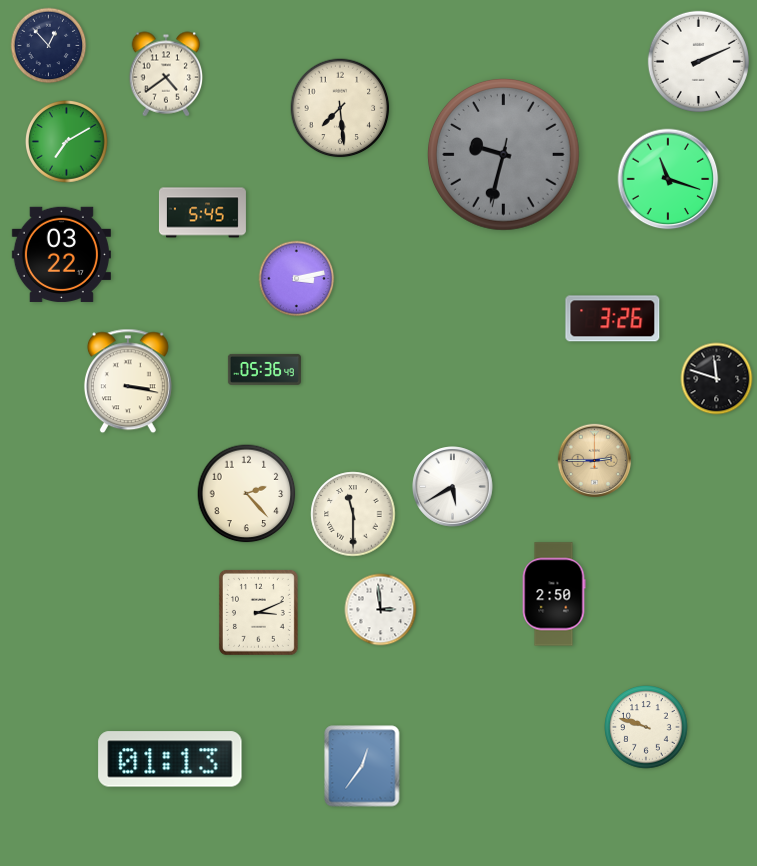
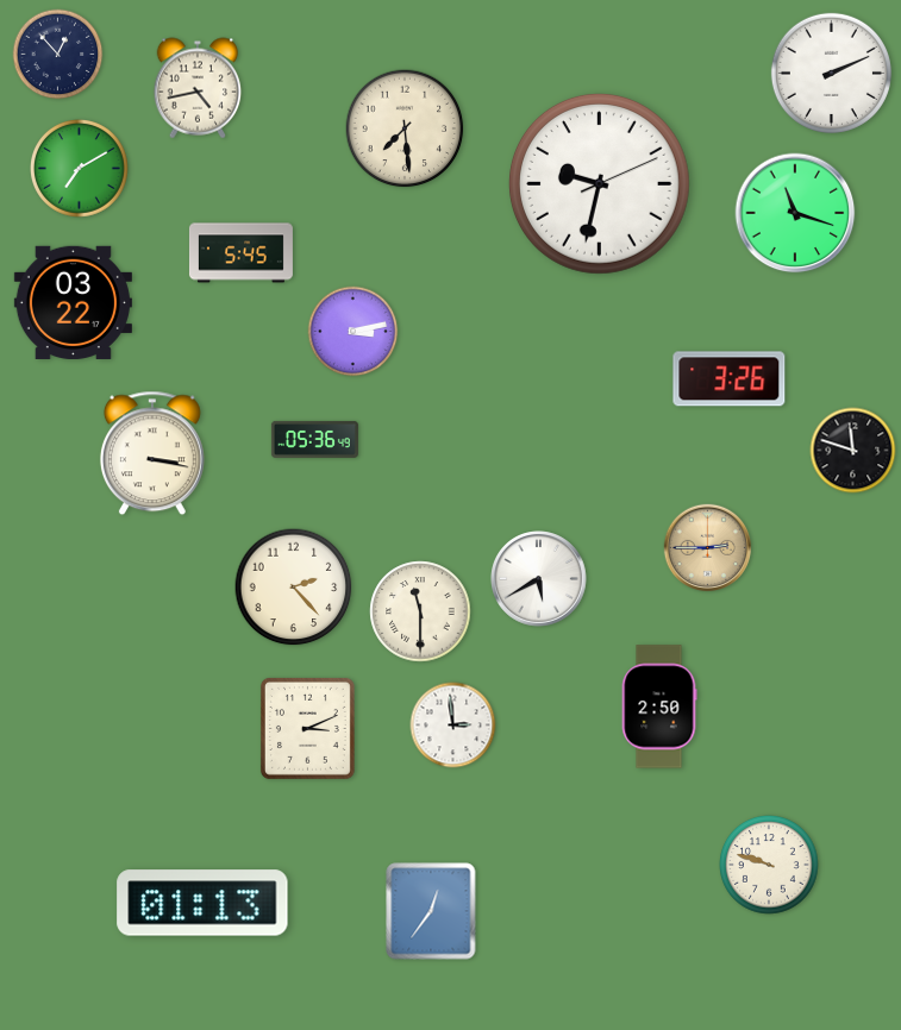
clock at (166, 74): 4:39 -> 4:43
clock at (503, 155): 9:32:32 -> 9:32:11
clock at (503, 155) dial: grey -> white
